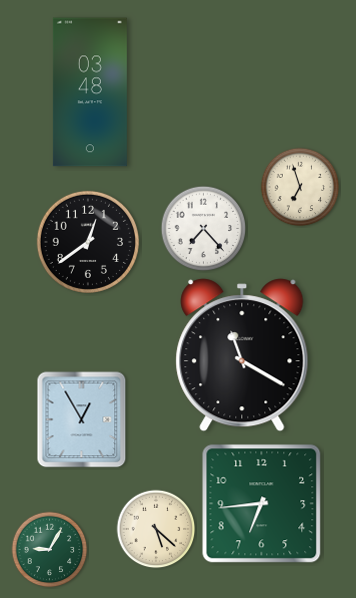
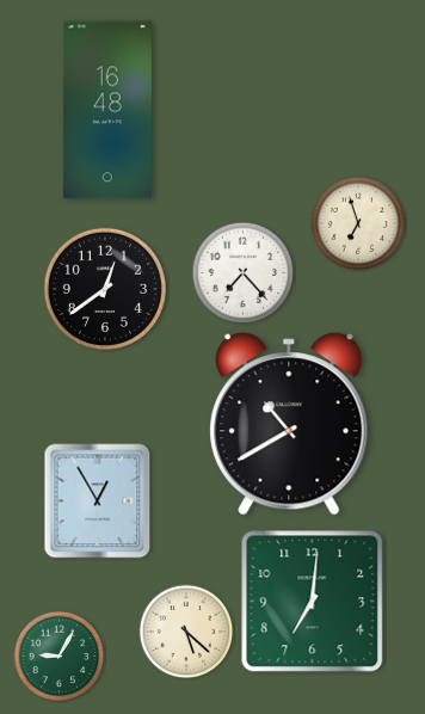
clock at (90, 92): 03:48 -> 16:48
clock at (242, 355): 11:20 -> 10:40
clock at (262, 504): 6:44 -> 7:01
